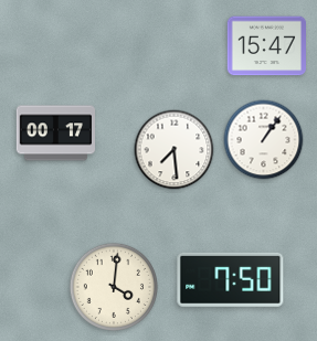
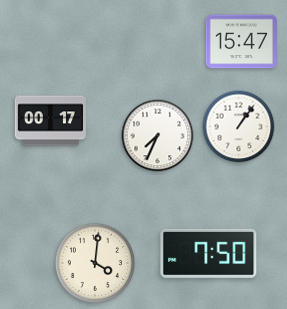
clock at (175, 150): 7:29 -> 7:34
clock at (114, 287) position: (114, 287) -> (95, 263)
